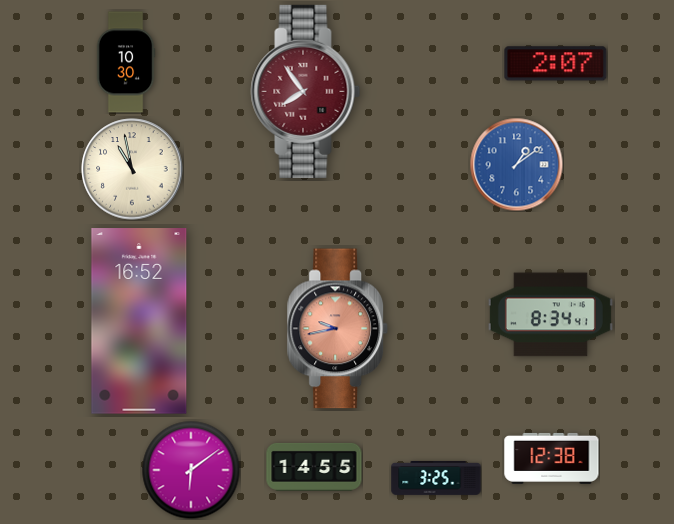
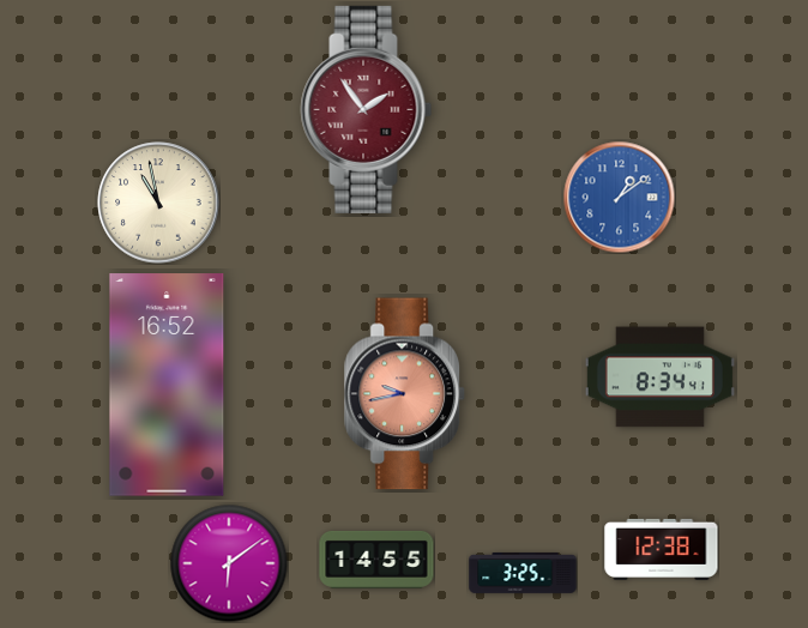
clock at (126, 62): 10:30 -> none
clock at (556, 64): 2:07 -> none
clock at (306, 91): 7:54 -> 1:54
